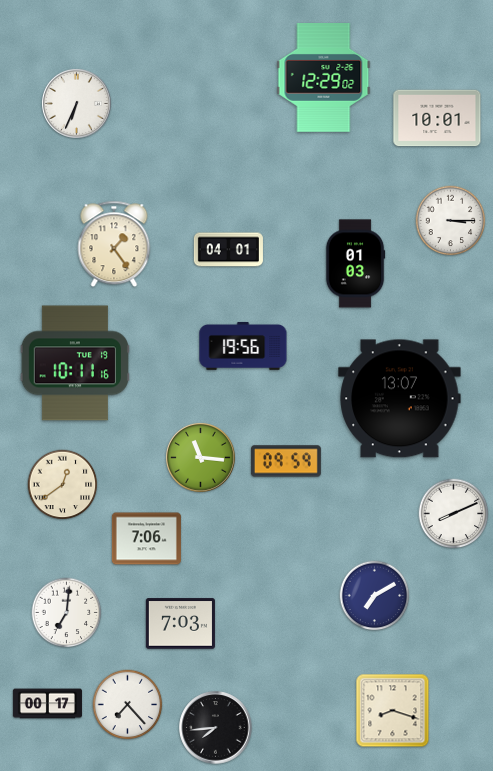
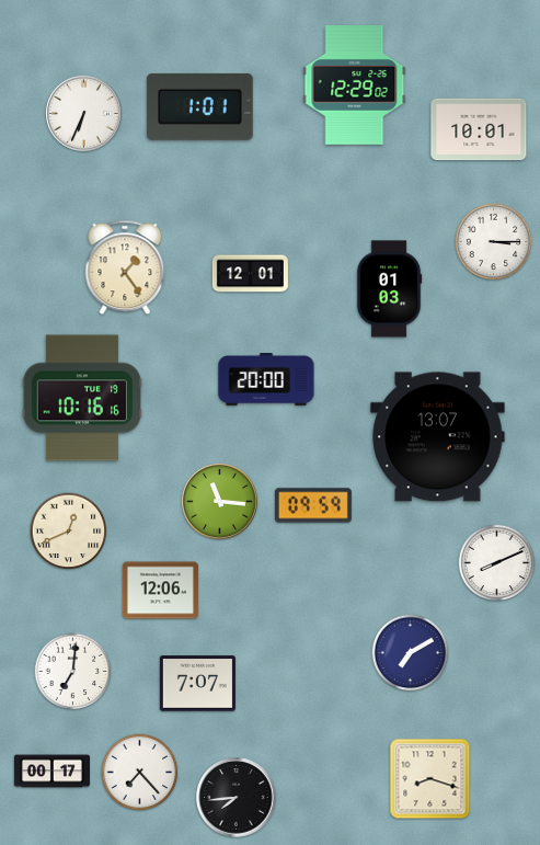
clock at (200, 106): none -> 1:01
clock at (228, 250): 04:01 -> 12:01
clock at (243, 346): 19:56 -> 20:00
clock at (75, 363): 10:11 -> 10:16
clock at (63, 485): 12:39 -> 12:41
clock at (146, 539): 7:06 -> 12:06
clock at (180, 624): 7:03 -> 7:07
